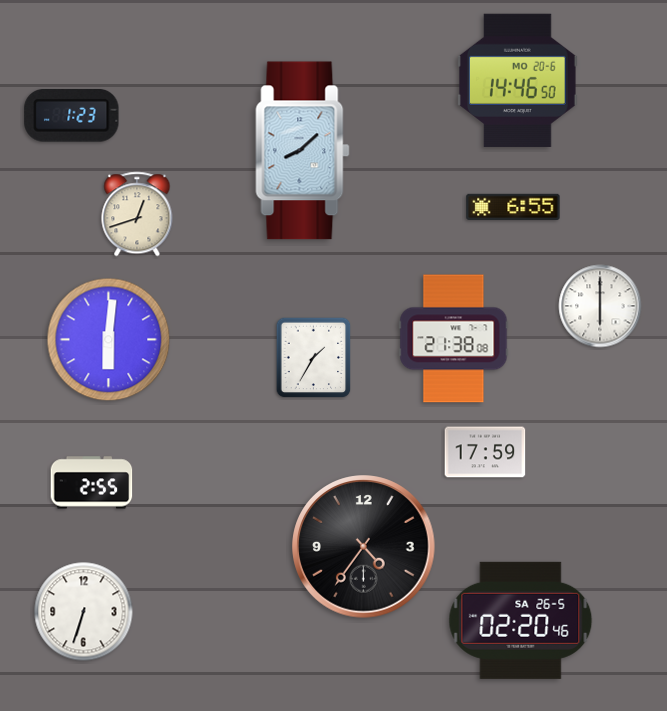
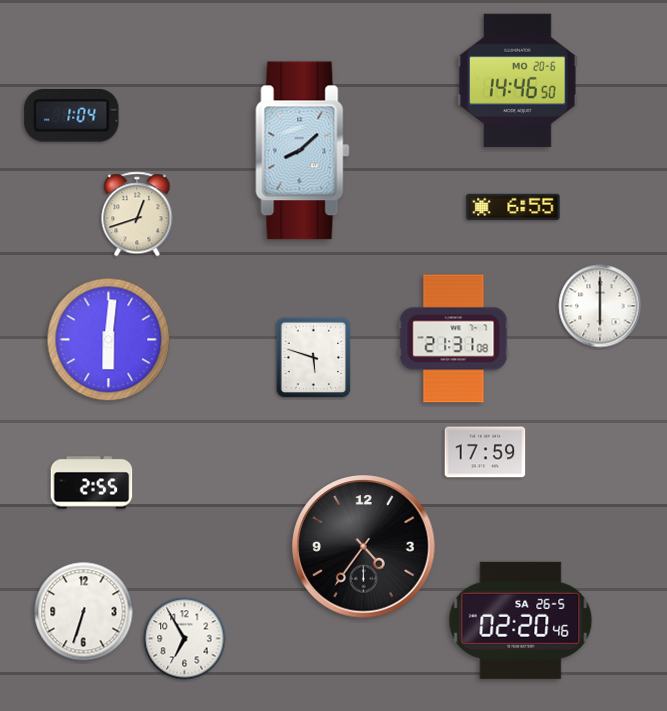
clock at (72, 116): 1:23 -> 1:04
clock at (454, 339): 21:38 -> 21:31
clock at (314, 358): 1:35 -> 5:48
clock at (185, 639): none -> 6:55
